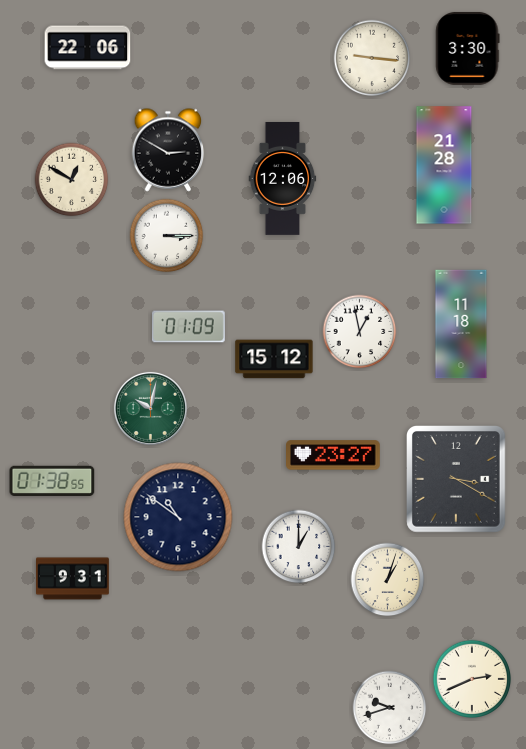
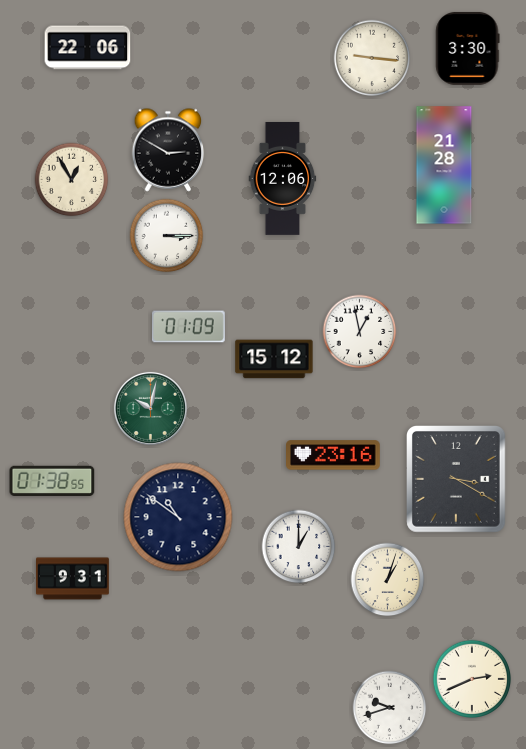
clock at (72, 180): 12:50 -> 12:55
clock at (461, 324): 11:18 -> none
clock at (334, 455): 23:27 -> 23:16
